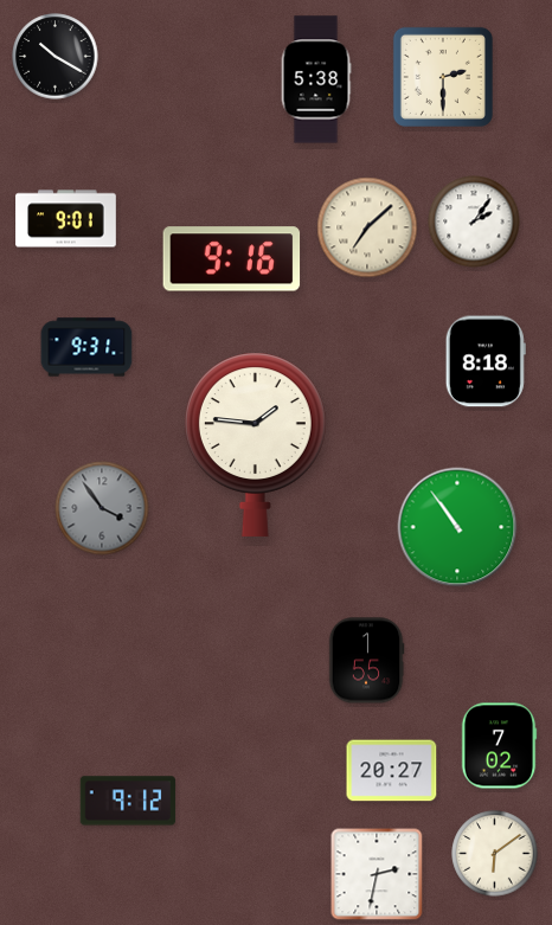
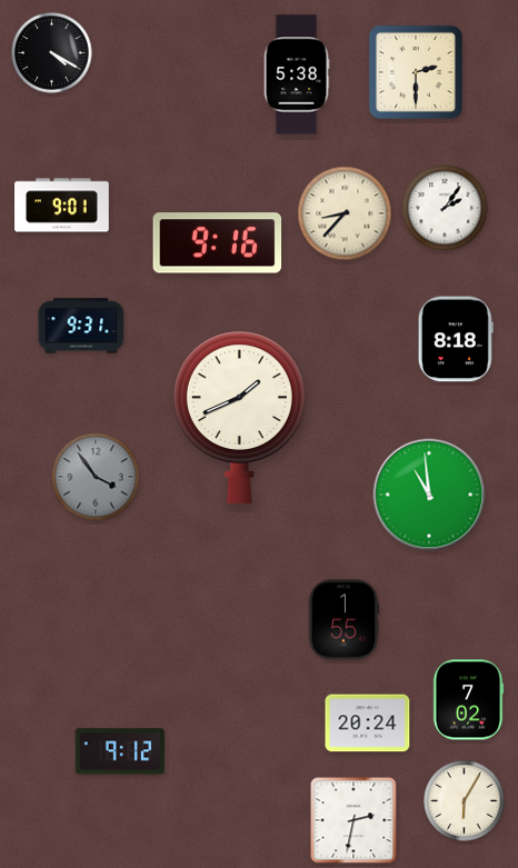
clock at (56, 57): 10:20 -> 4:20
clock at (367, 227): 7:08 -> 8:37
clock at (255, 444): 1:46 -> 1:41
clock at (457, 527): 10:54 -> 10:59
clock at (392, 771): 20:27 -> 20:24
clock at (495, 854): 6:09 -> 6:05
